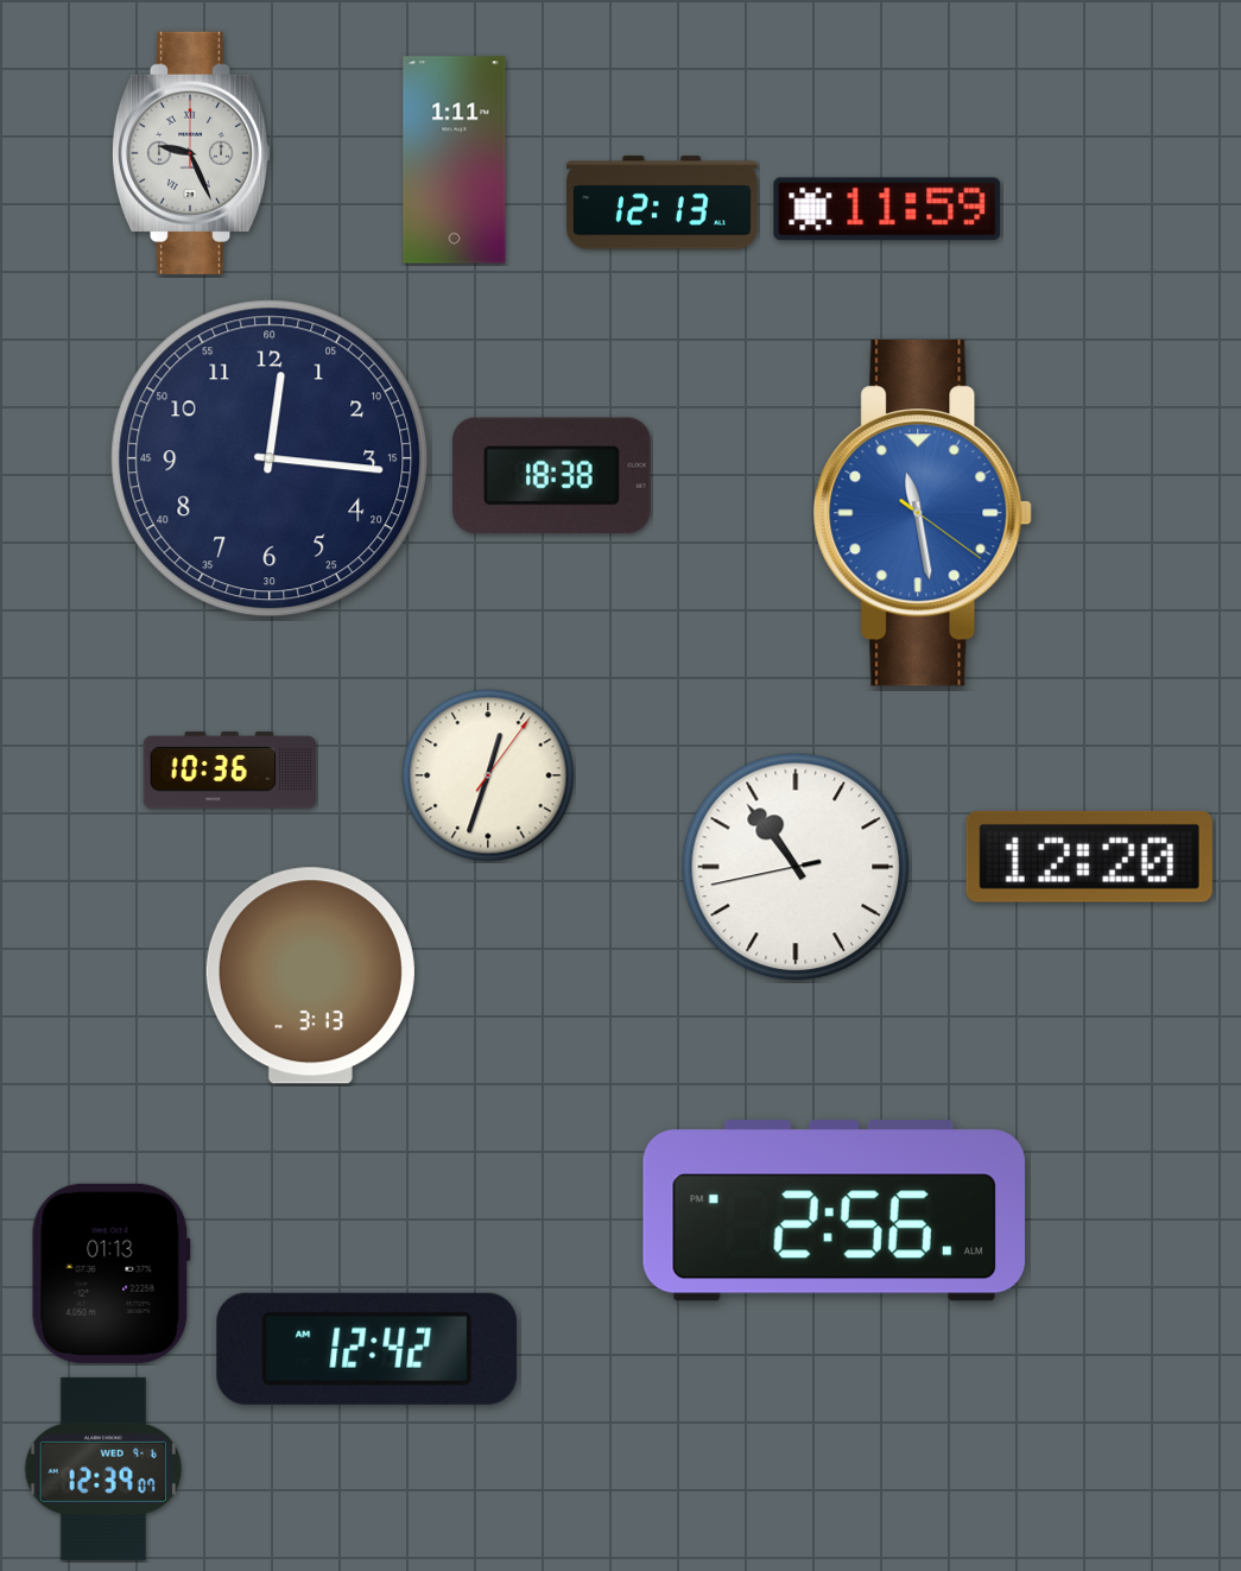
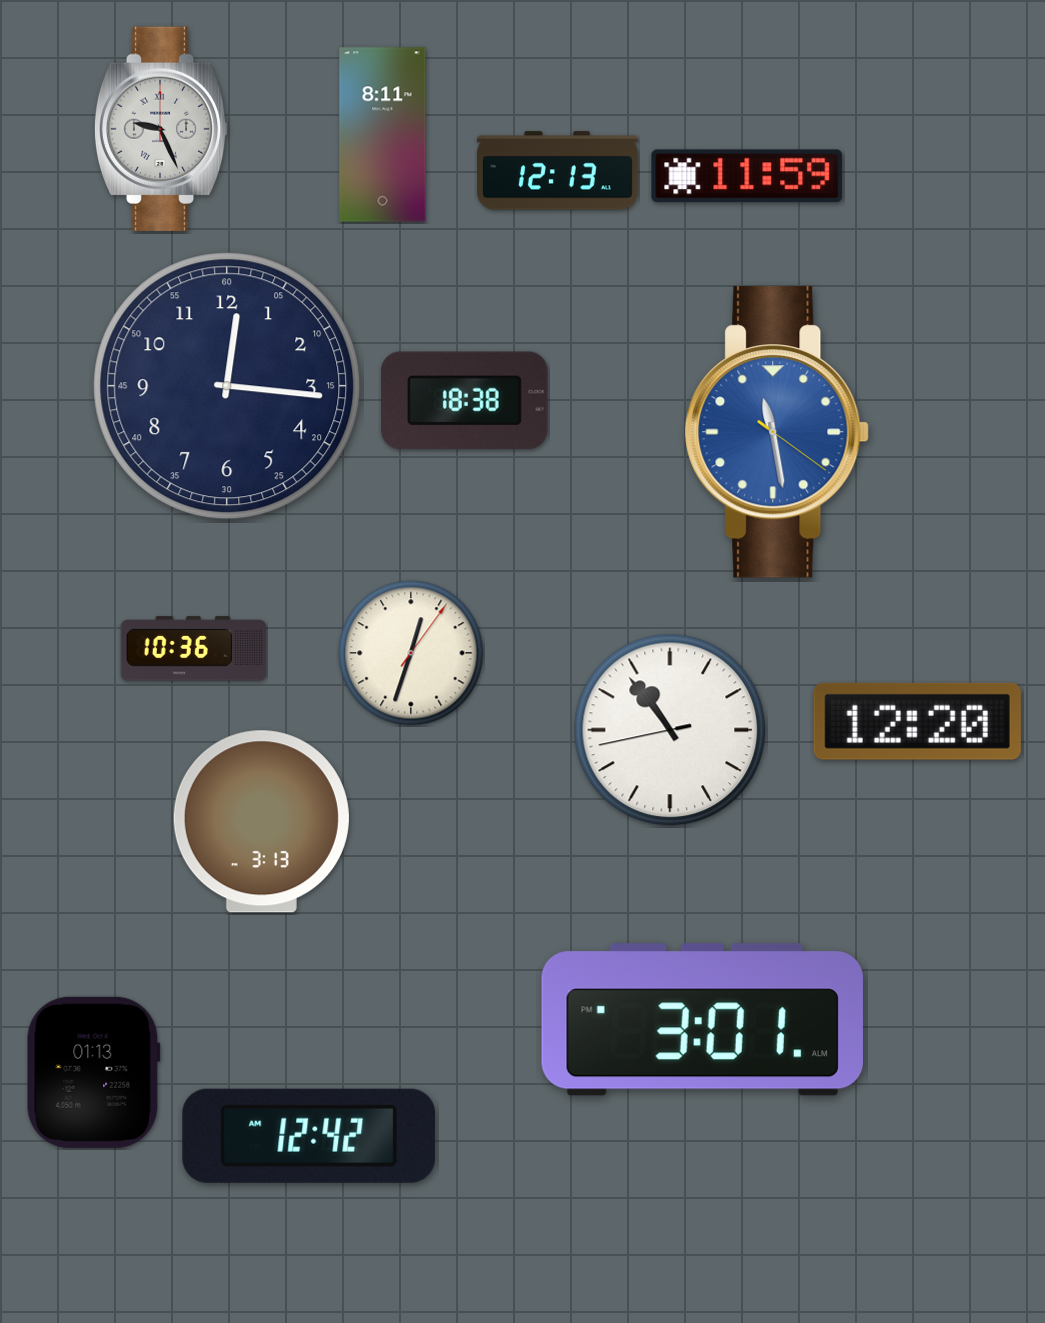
clock at (455, 160): 1:11 -> 8:11
clock at (834, 1211): 2:56 -> 3:01
clock at (103, 1469): 12:39 -> none
